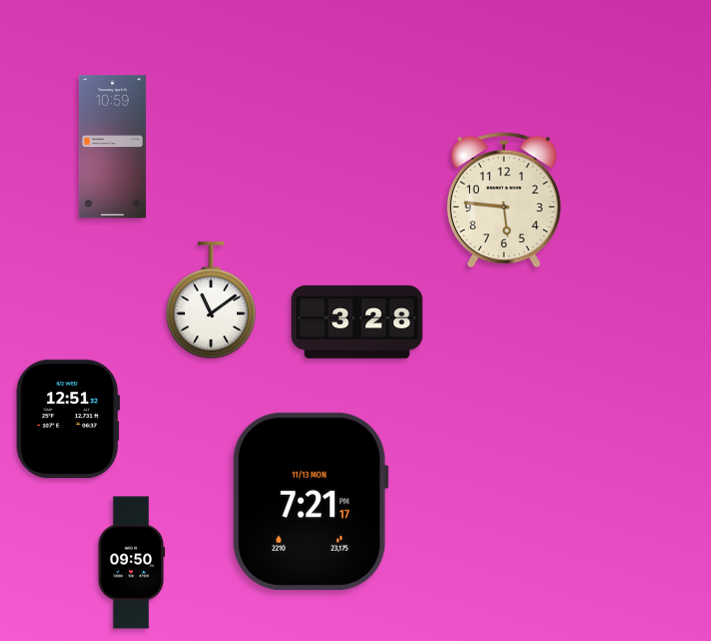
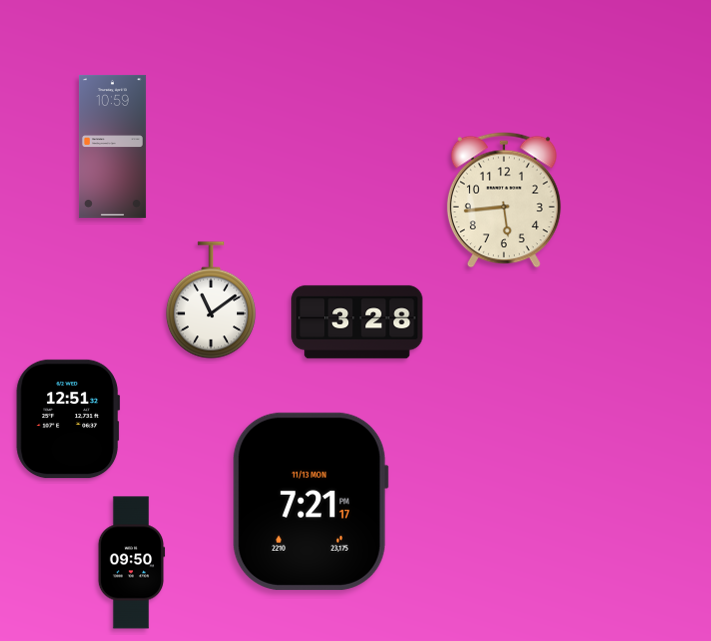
clock at (504, 200): 5:46 -> 5:44
